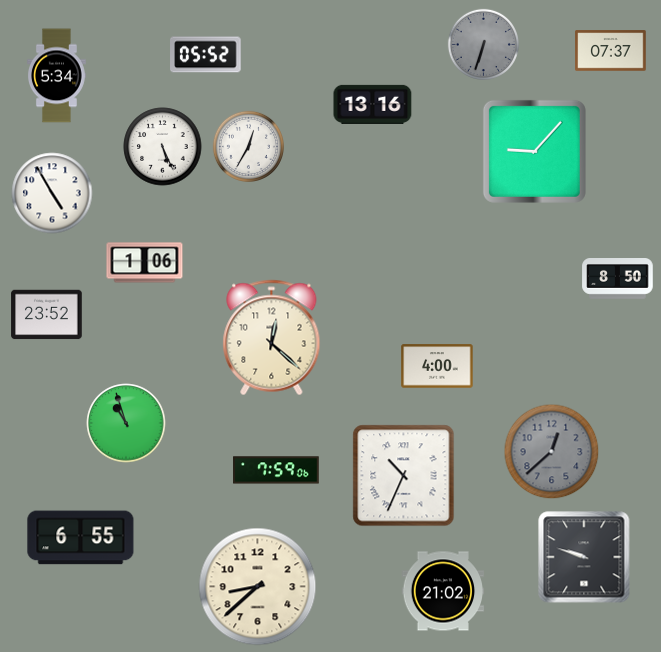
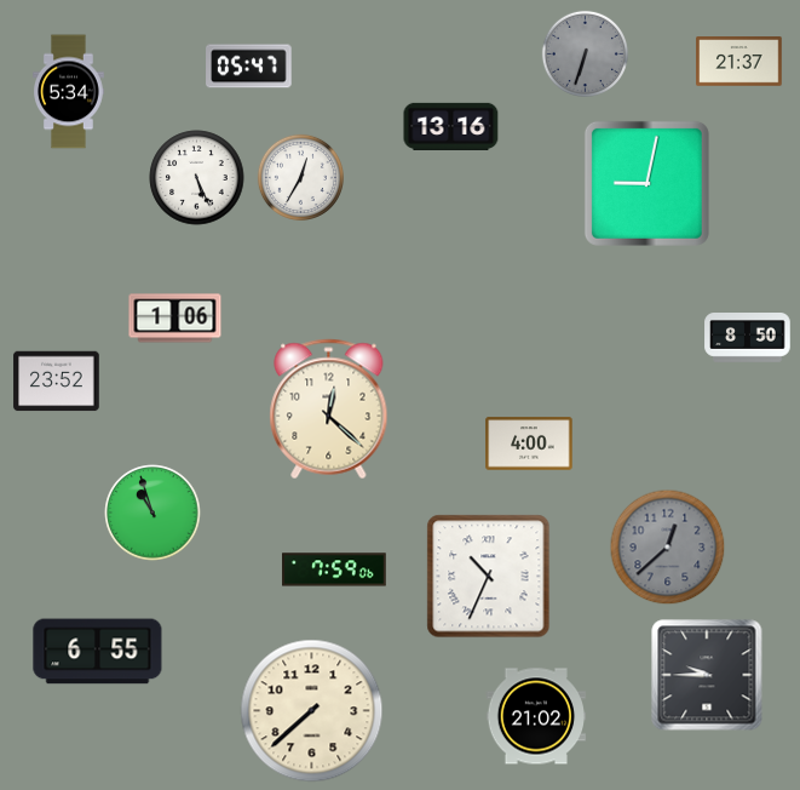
clock at (611, 51): 07:37 -> 21:37
clock at (206, 55): 05:52 -> 05:47
clock at (534, 151): 9:07 -> 9:02
clock at (52, 193): 4:55 -> none
clock at (584, 557): 9:48 -> 9:45
clock at (258, 587): 8:38 -> 7:38
